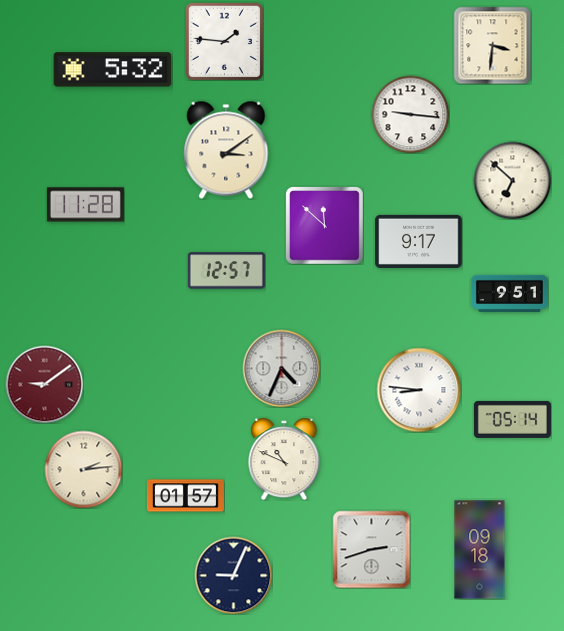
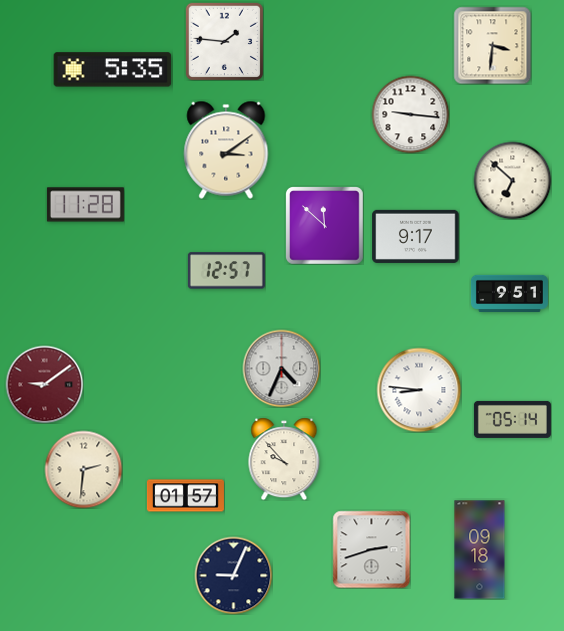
clock at (113, 70): 5:32 -> 5:35
clock at (419, 241) position: (419, 241) -> (416, 236)
clock at (284, 459): 10:49 -> 9:53
clock at (83, 469): 2:14 -> 2:31
